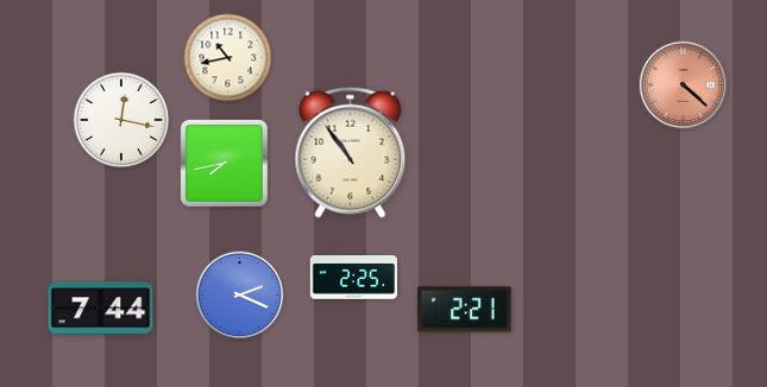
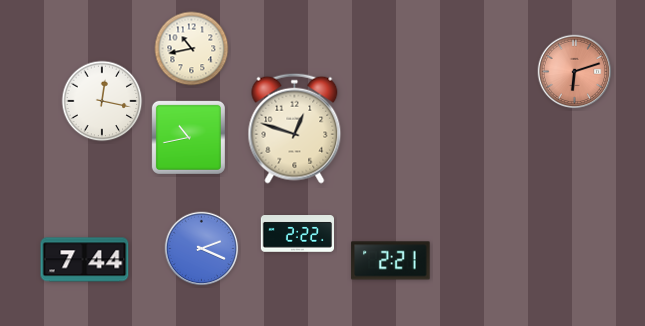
clock at (684, 85): 4:22 -> 6:12
clock at (351, 152): 10:54 -> 12:48
clock at (224, 163): 7:43 -> 10:43
clock at (353, 278): 2:25 -> 2:22
